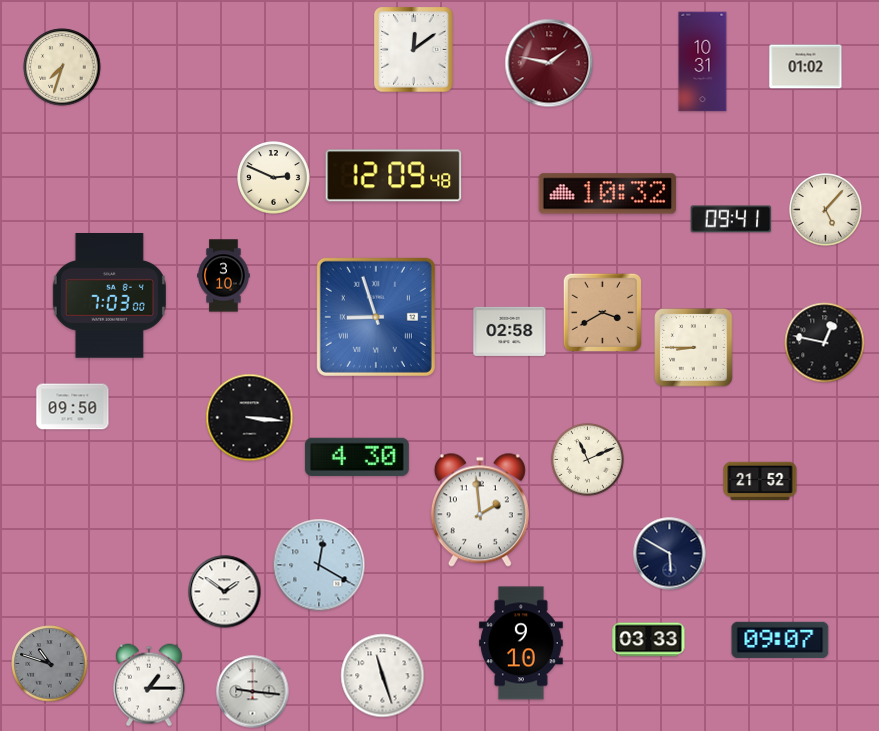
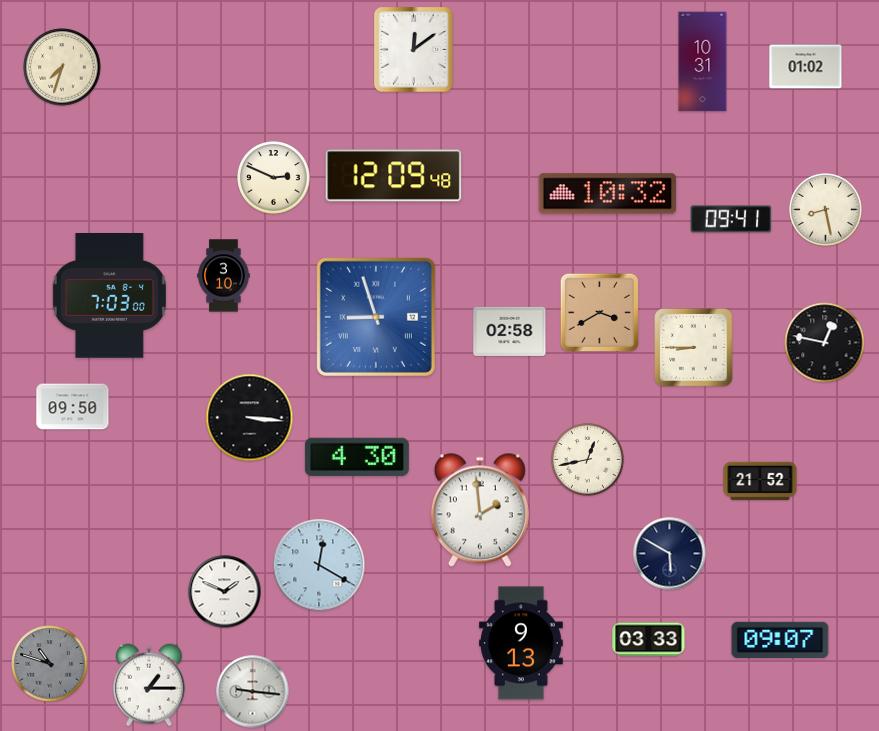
clock at (549, 63): 1:47 -> none
clock at (826, 210): 5:07 -> 8:28
clock at (602, 312) position: (602, 312) -> (599, 312)
clock at (588, 460): 11:11 -> 12:43
clock at (225, 592): 1:51 -> 1:49
clock at (521, 643): 9:10 -> 9:13
clock at (383, 676): 11:27 -> none
